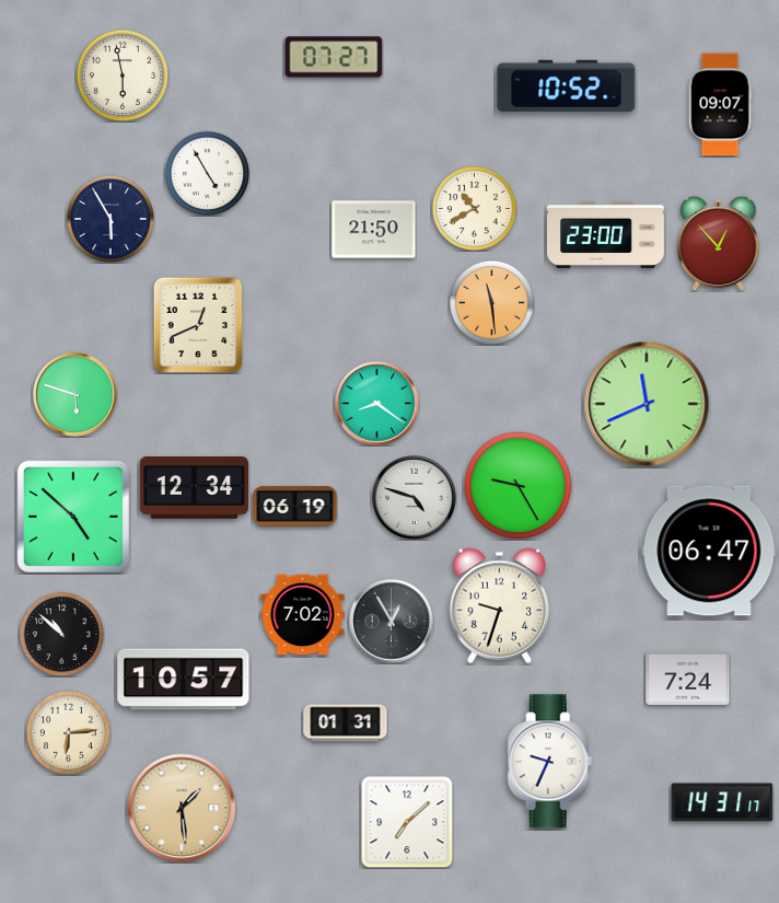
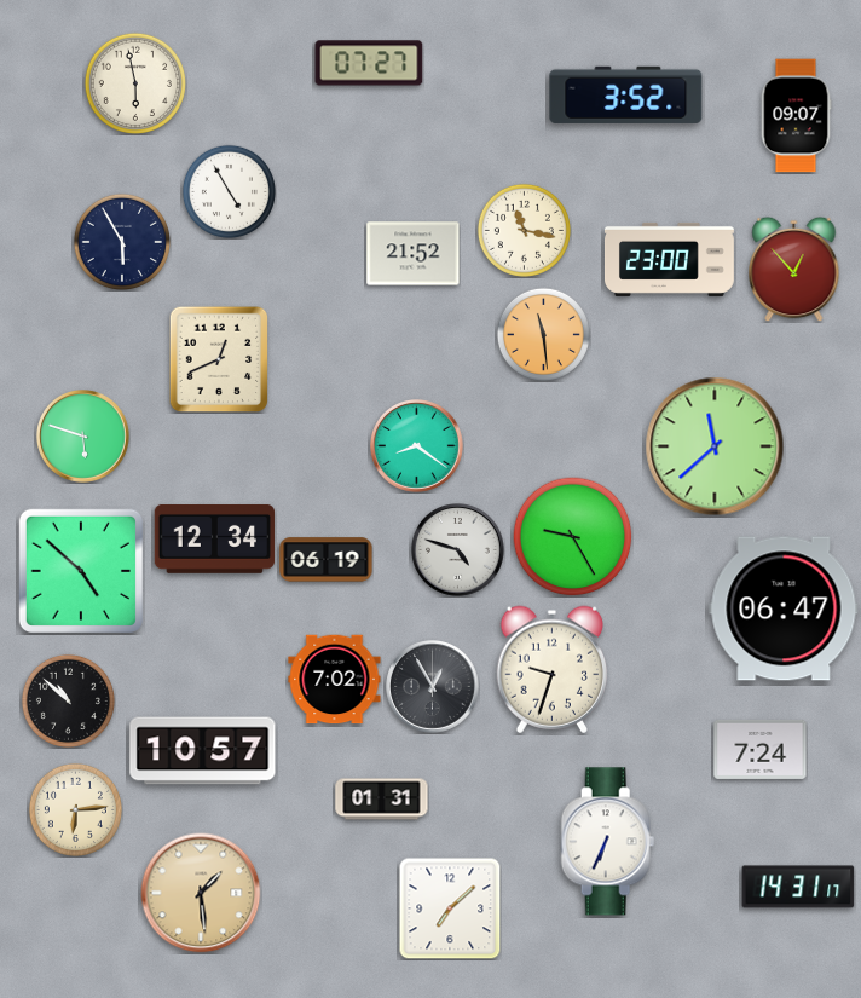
clock at (567, 85): 10:52 -> 3:52
clock at (474, 208): 10:40 -> 11:17
clock at (374, 230): 21:50 -> 21:52
clock at (647, 404): 11:41 -> 11:38
clock at (550, 762): 9:34 -> 6:34
